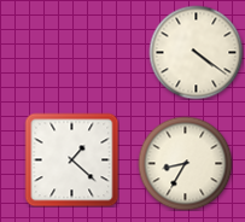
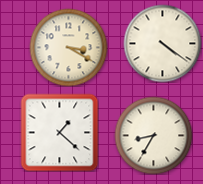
clock at (68, 47): none -> 3:20
